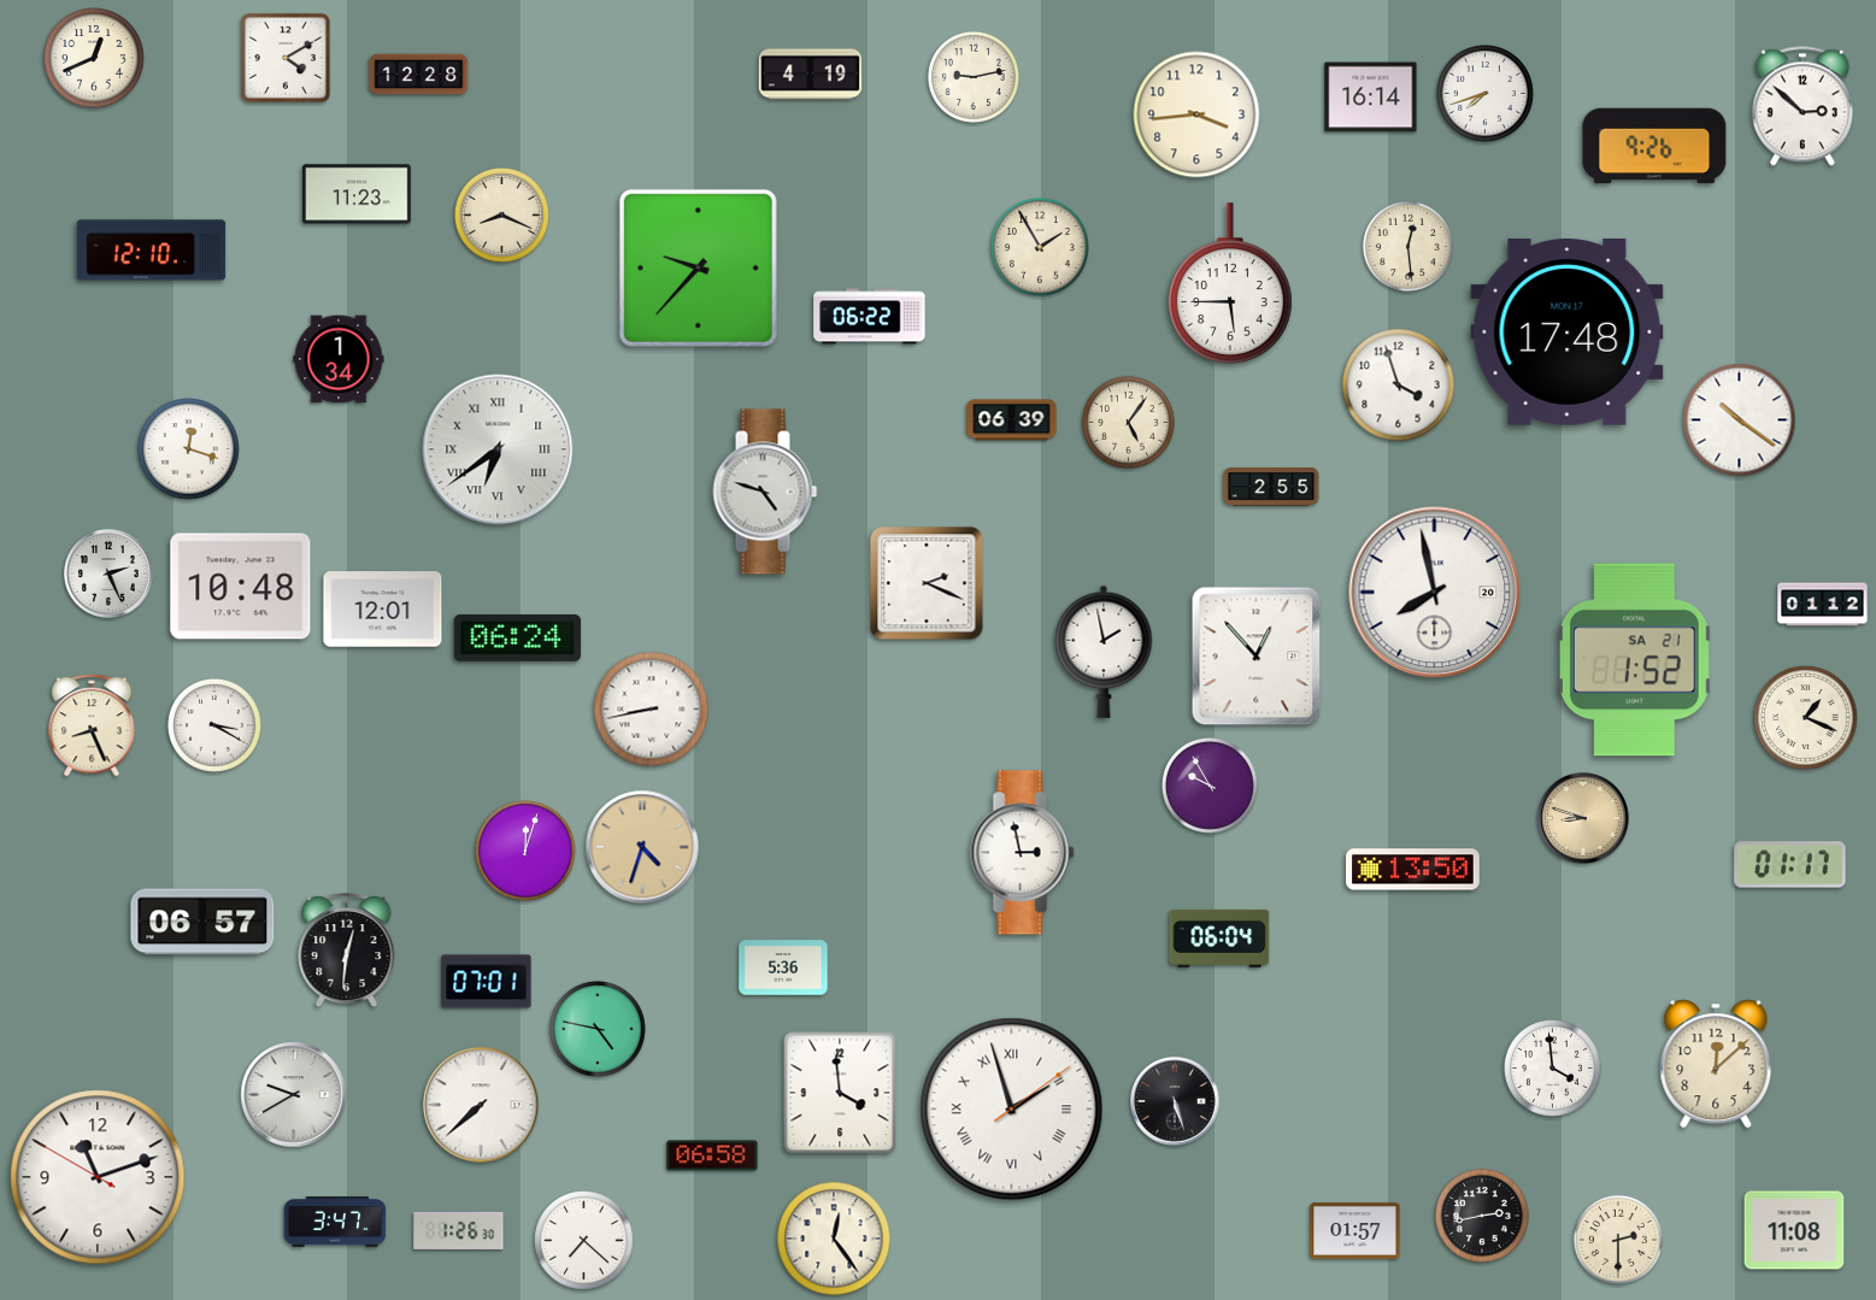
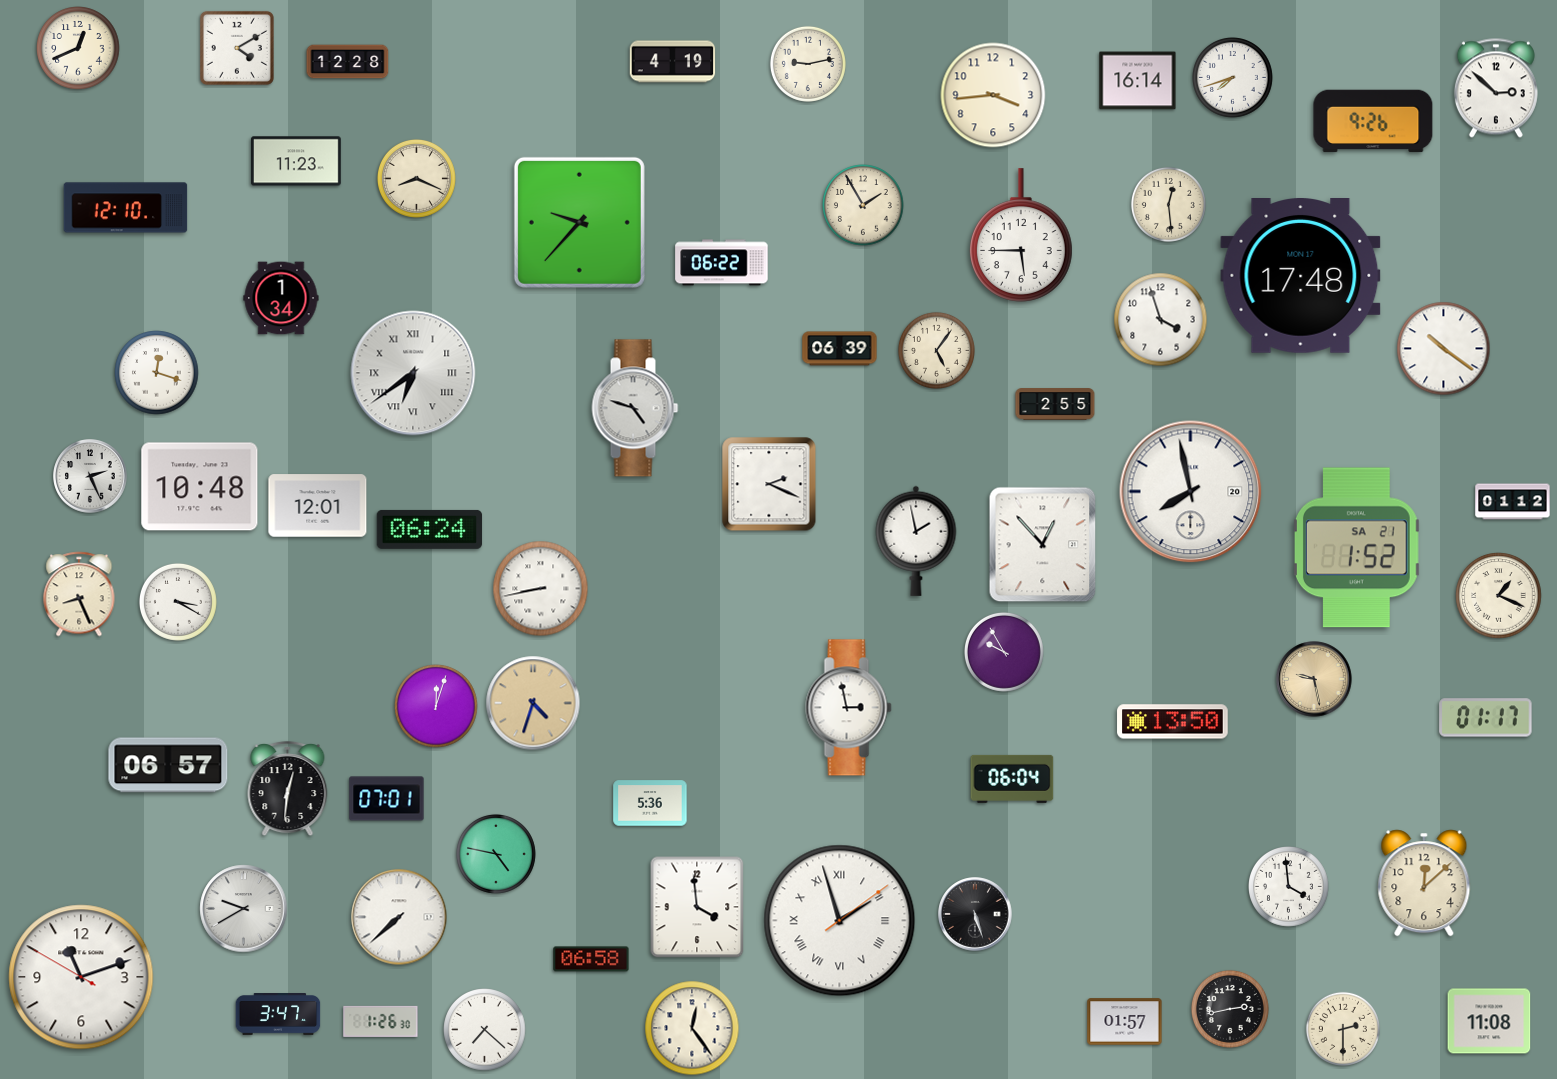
clock at (92, 725) position: (92, 725) -> (79, 594)
clock at (1583, 818): 8:48 -> 9:28
clock at (487, 982) position: (487, 982) -> (387, 799)
